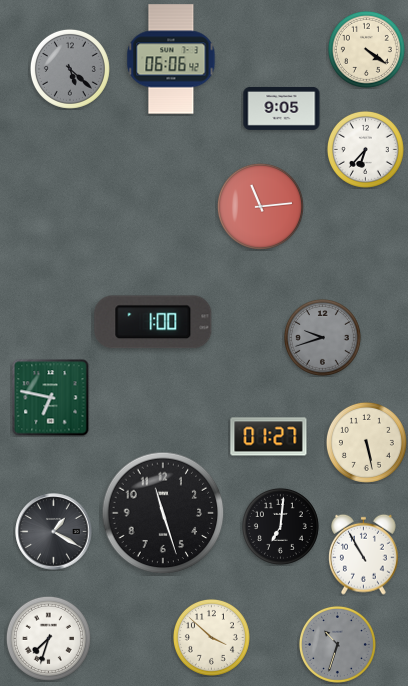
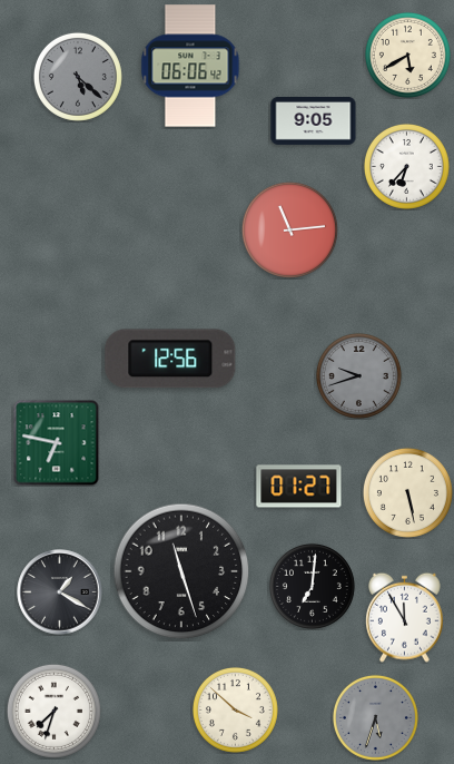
clock at (366, 49): 4:21 -> 5:40
clock at (153, 322): 1:00 -> 12:56
clock at (364, 554): 10:55 -> 11:55
clock at (337, 644): 10:33 -> 5:33
